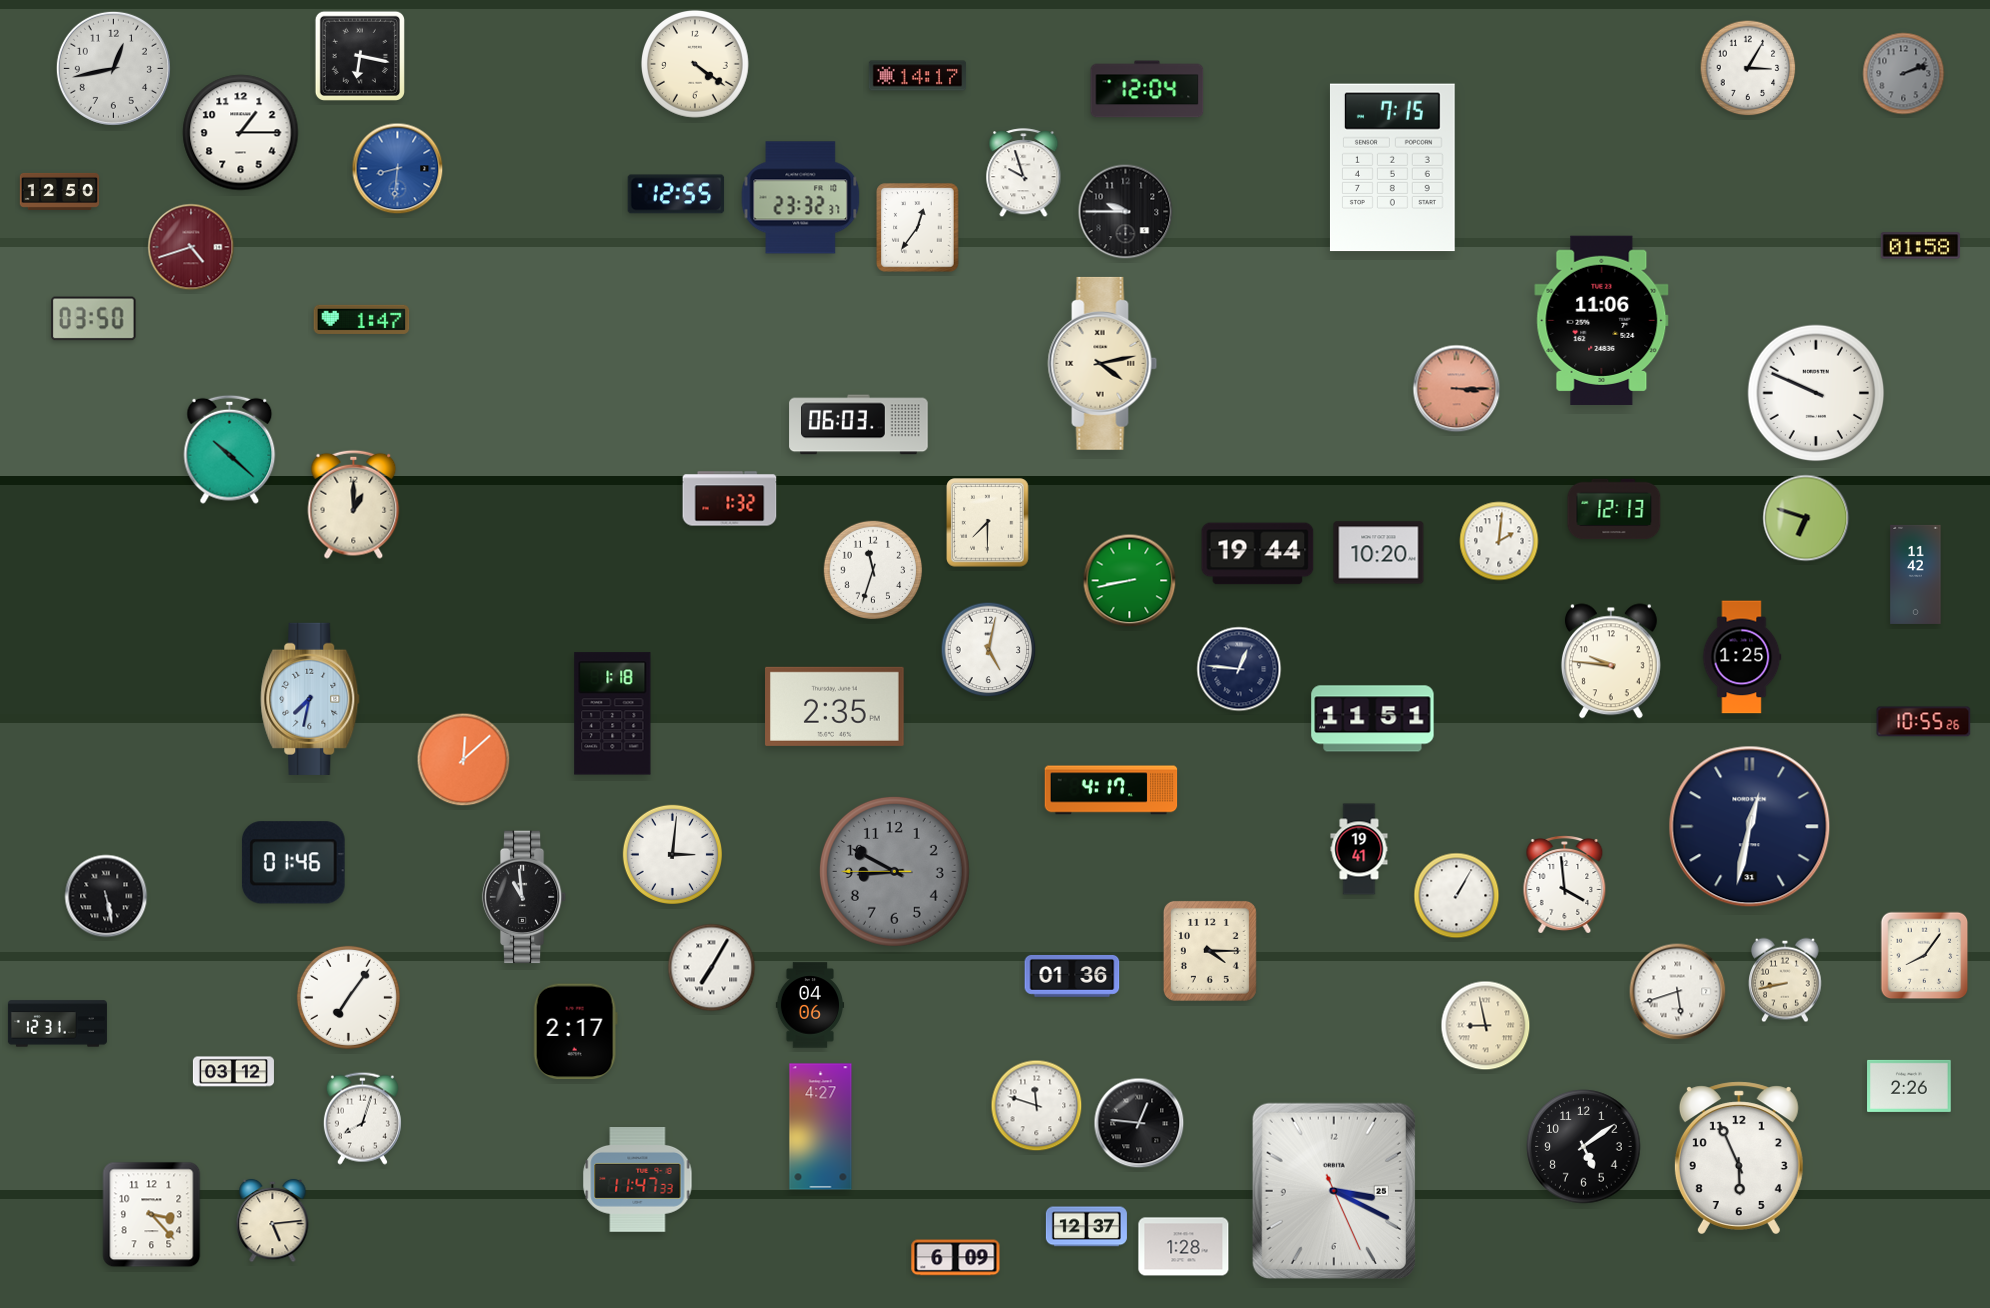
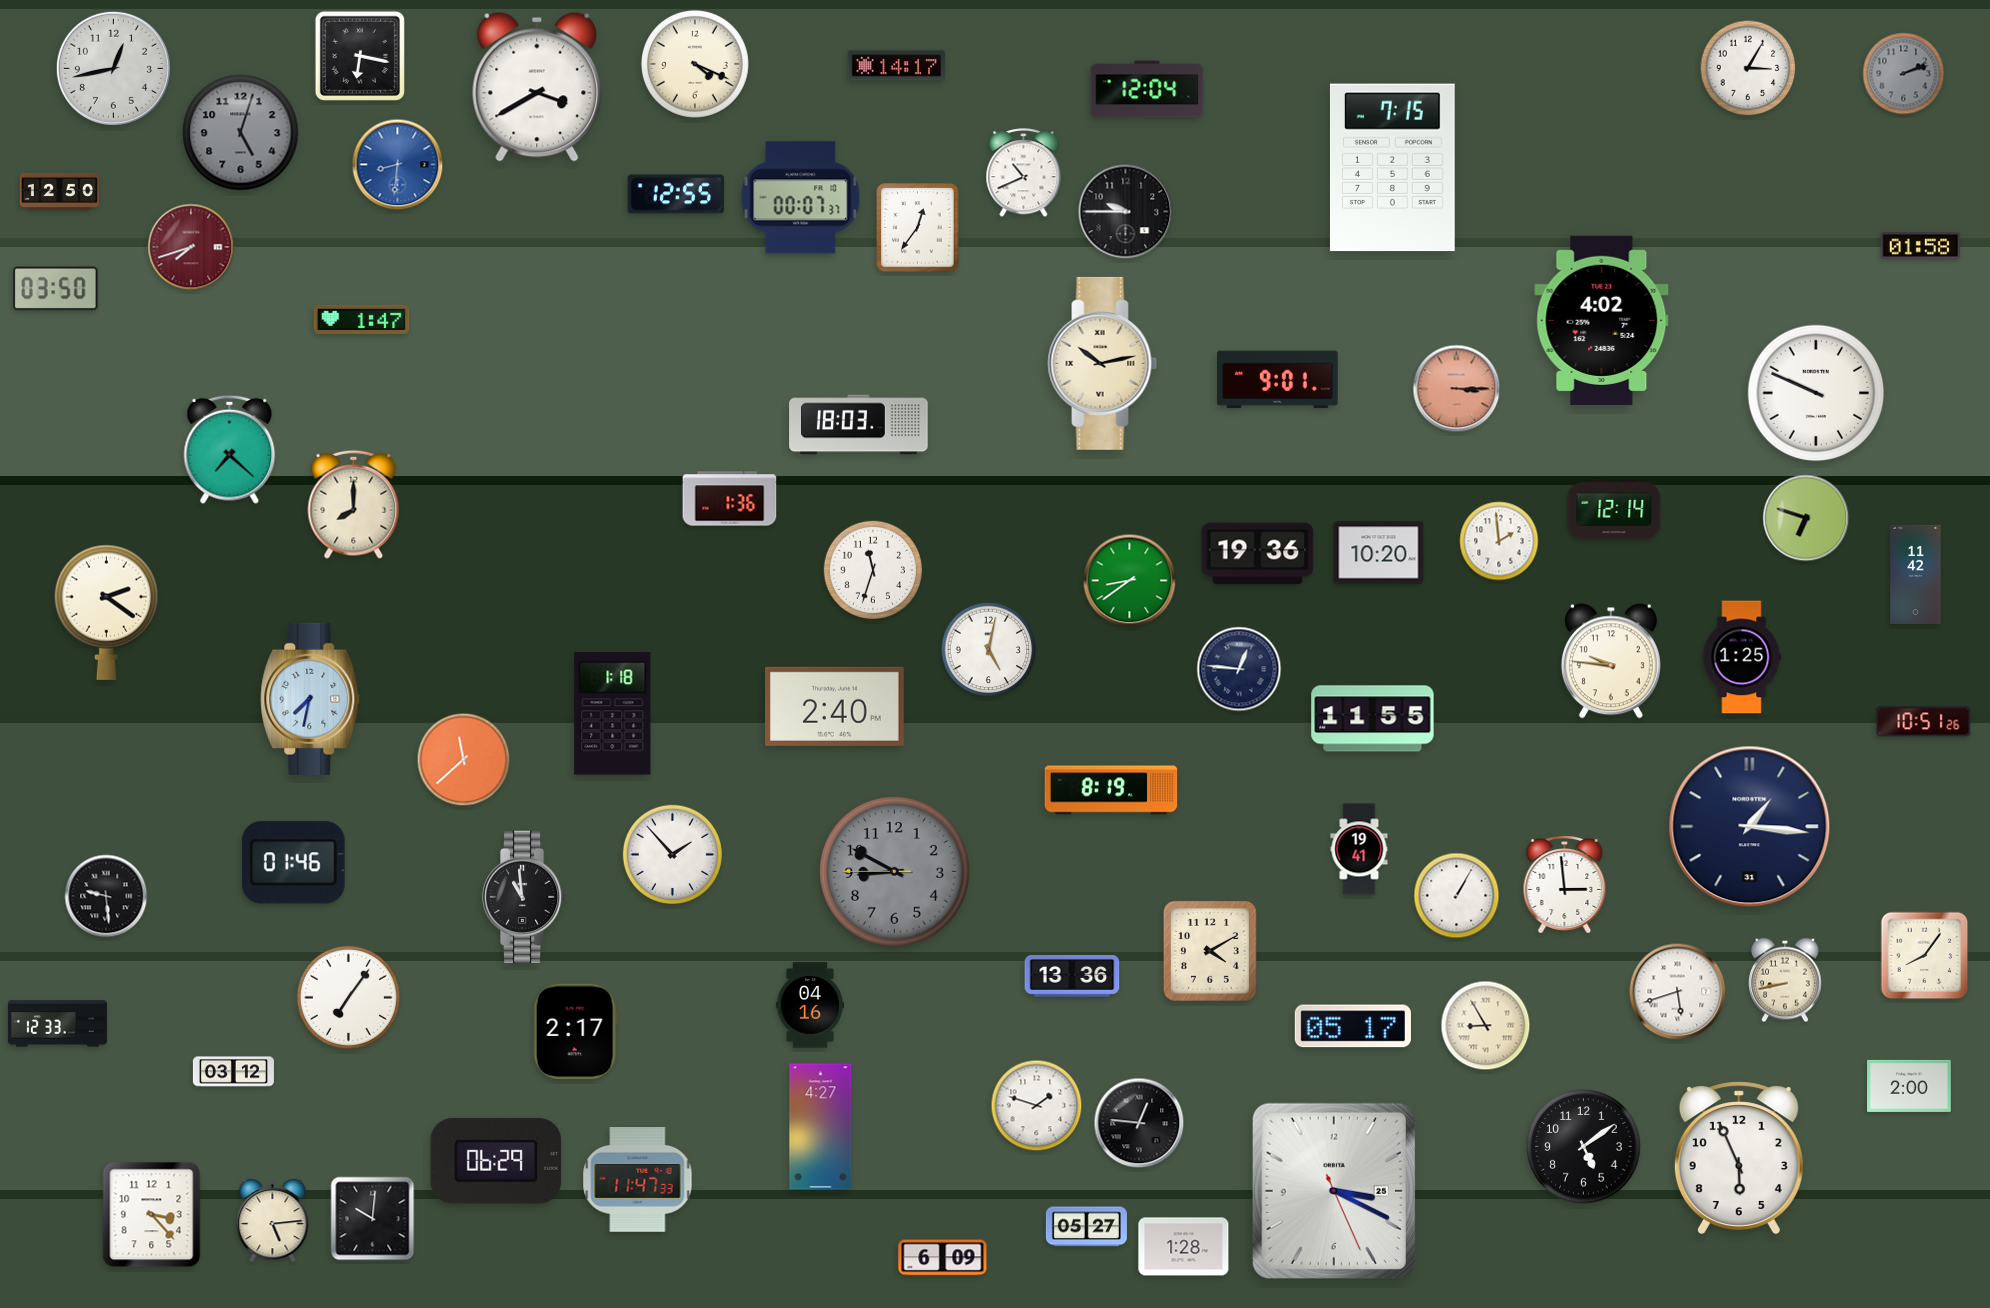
clock at (695, 64): 4:21 -> 4:19
clock at (918, 76) position: (918, 76) -> (897, 66)
clock at (537, 87): none -> 3:40
clock at (241, 133): 1:15 -> 5:03
clock at (241, 133) dial: white -> grey
clock at (398, 169) position: (398, 169) -> (398, 165)
clock at (1024, 173): 9:57 -> 10:41
clock at (801, 198): 23:32 -> 00:07
clock at (191, 247): 4:42 -> 7:42
clock at (94, 319) position: (94, 319) -> (56, 289)
clock at (1602, 320): 11:06 -> 4:02
clock at (1103, 363): 4:13 -> 10:13
clock at (1278, 380): none -> 9:01
clock at (859, 425): 06:03 -> 18:03
clock at (230, 449): 10:22 -> 7:22
clock at (730, 499): 1:32 -> 1:36
clock at (354, 504): 1:00 -> 8:00
clock at (1614, 509): 12:13 -> 12:14
clock at (988, 523): 7:30 -> none
clock at (1499, 541): 2:01 -> 1:59
clock at (1258, 554): 19:44 -> 19:36
clock at (1130, 581): 8:43 -> 8:39
clock at (107, 612): none -> 2:21
clock at (835, 706): 2:35 -> 2:40
clock at (1373, 719): 11:51 -> 11:55
clock at (1924, 722): 10:55 -> 10:51
clock at (464, 760): 12:08 -> 11:38
clock at (1111, 790): 4:17 -> 8:19
clock at (1750, 827): 12:32 -> 1:16
clock at (672, 854): 3:01 -> 1:53
clock at (1565, 885): 3:59 -> 2:59
clock at (106, 896): 5:28 -> 9:29
clock at (1210, 951): 4:15 -> 4:10
clock at (712, 968): 7:05 -> none
clock at (1072, 976): 01:36 -> 13:36
clock at (810, 1005): 04:06 -> 04:16
clock at (57, 1024): 12:31 -> 12:33
clock at (1353, 1026): none -> 05:17
clock at (1486, 1026): 8:58 -> 8:55
clock at (1909, 1086): 2:26 -> 2:00
clock at (1037, 1106): 11:48 -> 1:48
clock at (362, 1118): 8:03 -> none
clock at (496, 1161): none -> 06:29
clock at (373, 1219): none -> 10:01
clock at (1086, 1227): 12:37 -> 05:27
clock at (956, 1258) position: (956, 1258) -> (943, 1258)
